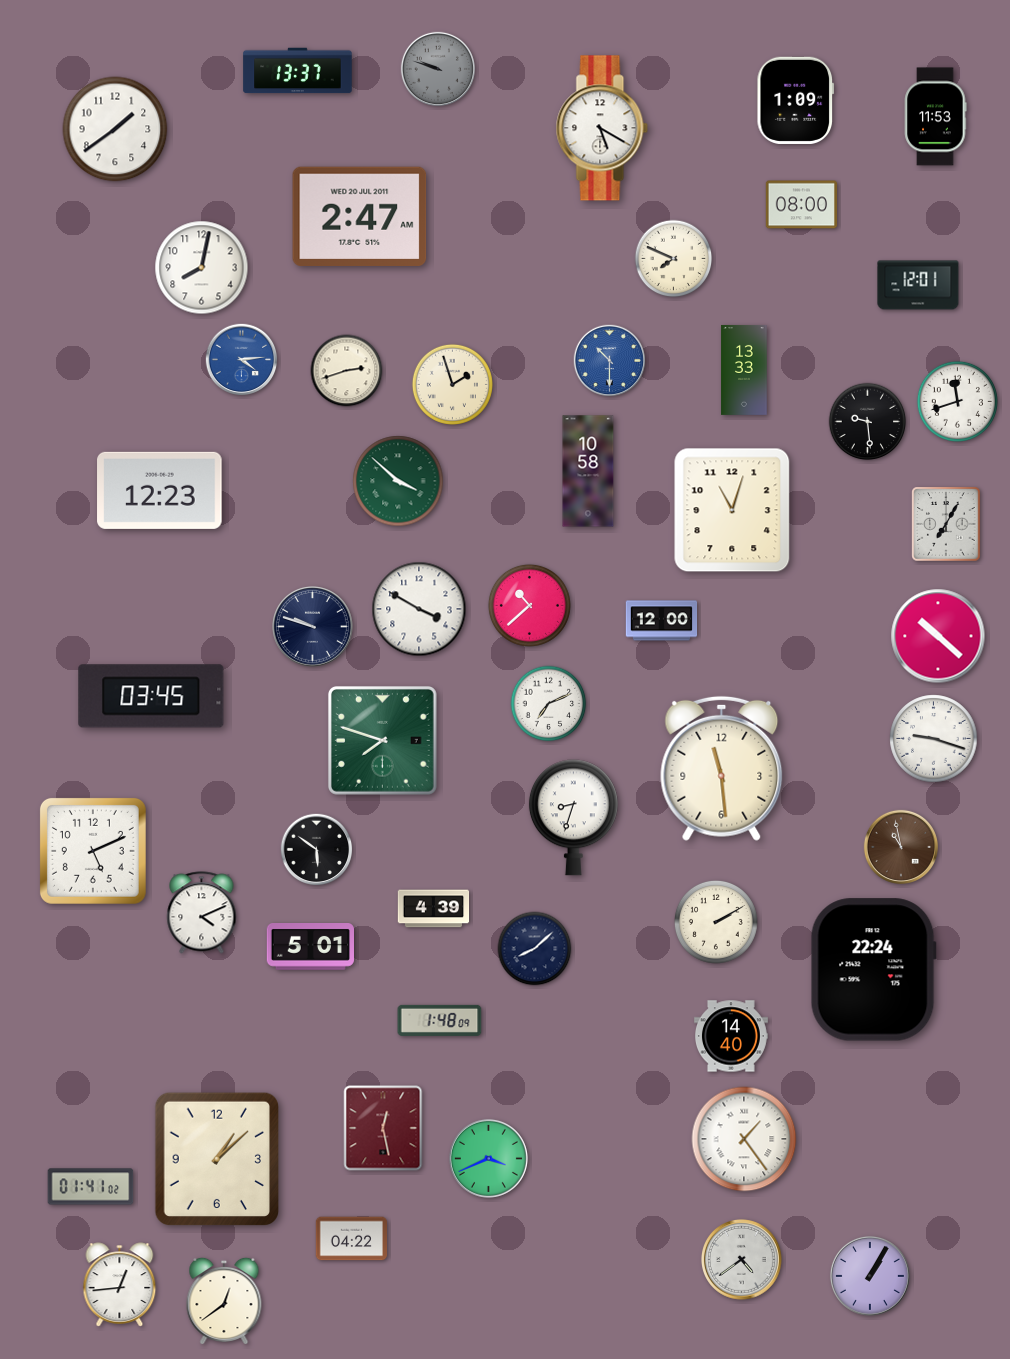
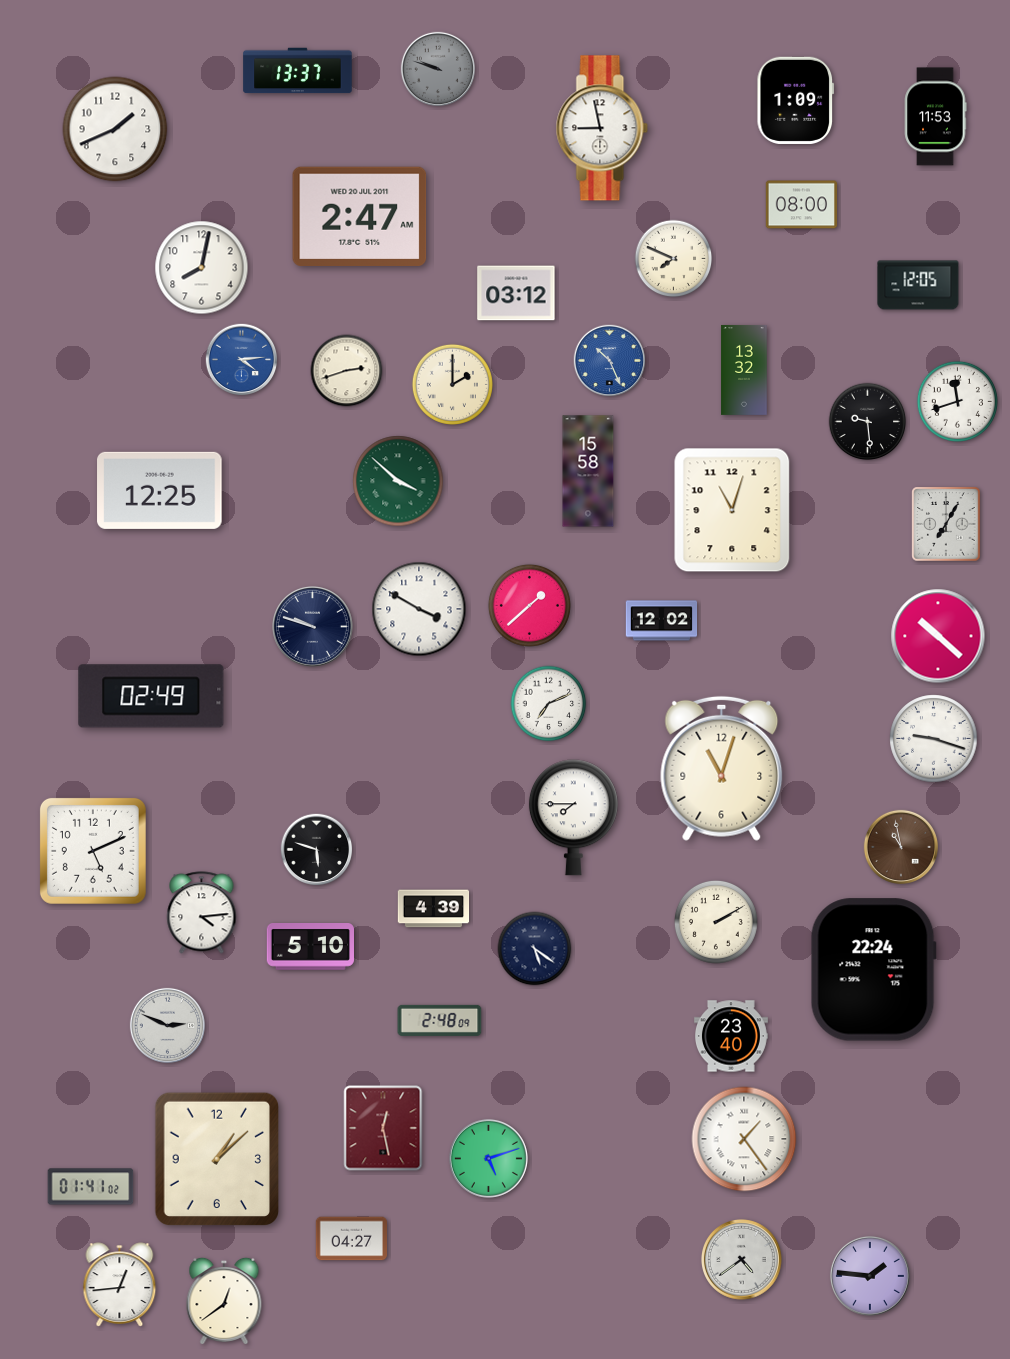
clock at (602, 128): 5:20 -> 8:58
clock at (115, 129): 1:39 -> 1:41
clock at (918, 285): 12:01 -> 12:05
clock at (516, 293): none -> 03:12
clock at (610, 361): 10:30 -> 10:26
clock at (744, 370): 13:33 -> 13:32
clock at (452, 384): 1:57 -> 2:00
clock at (588, 471): 10:58 -> 15:58
clock at (160, 490): 12:23 -> 12:25
clock at (529, 605): 10:38 -> 1:38
clock at (662, 621): 12:00 -> 12:02
clock at (151, 696): 03:45 -> 02:49
clock at (383, 741): 7:48 -> none
clock at (722, 768): 11:29 -> 11:03
clock at (573, 818): 8:33 -> 7:45
clock at (317, 850): 5:51 -> 5:48
clock at (202, 913): 4:11 -> 4:14
clock at (310, 947): 5:01 -> 5:10
clock at (535, 949): 8:08 -> 5:21
clock at (440, 1020): 1:48 -> 2:48
clock at (167, 1025): none -> 2:49
clock at (732, 1036): 14:40 -> 23:40
clock at (488, 1158): 3:41 -> 5:12
clock at (352, 1239): 04:22 -> 04:27
clock at (870, 1276): 1:05 -> 1:46
